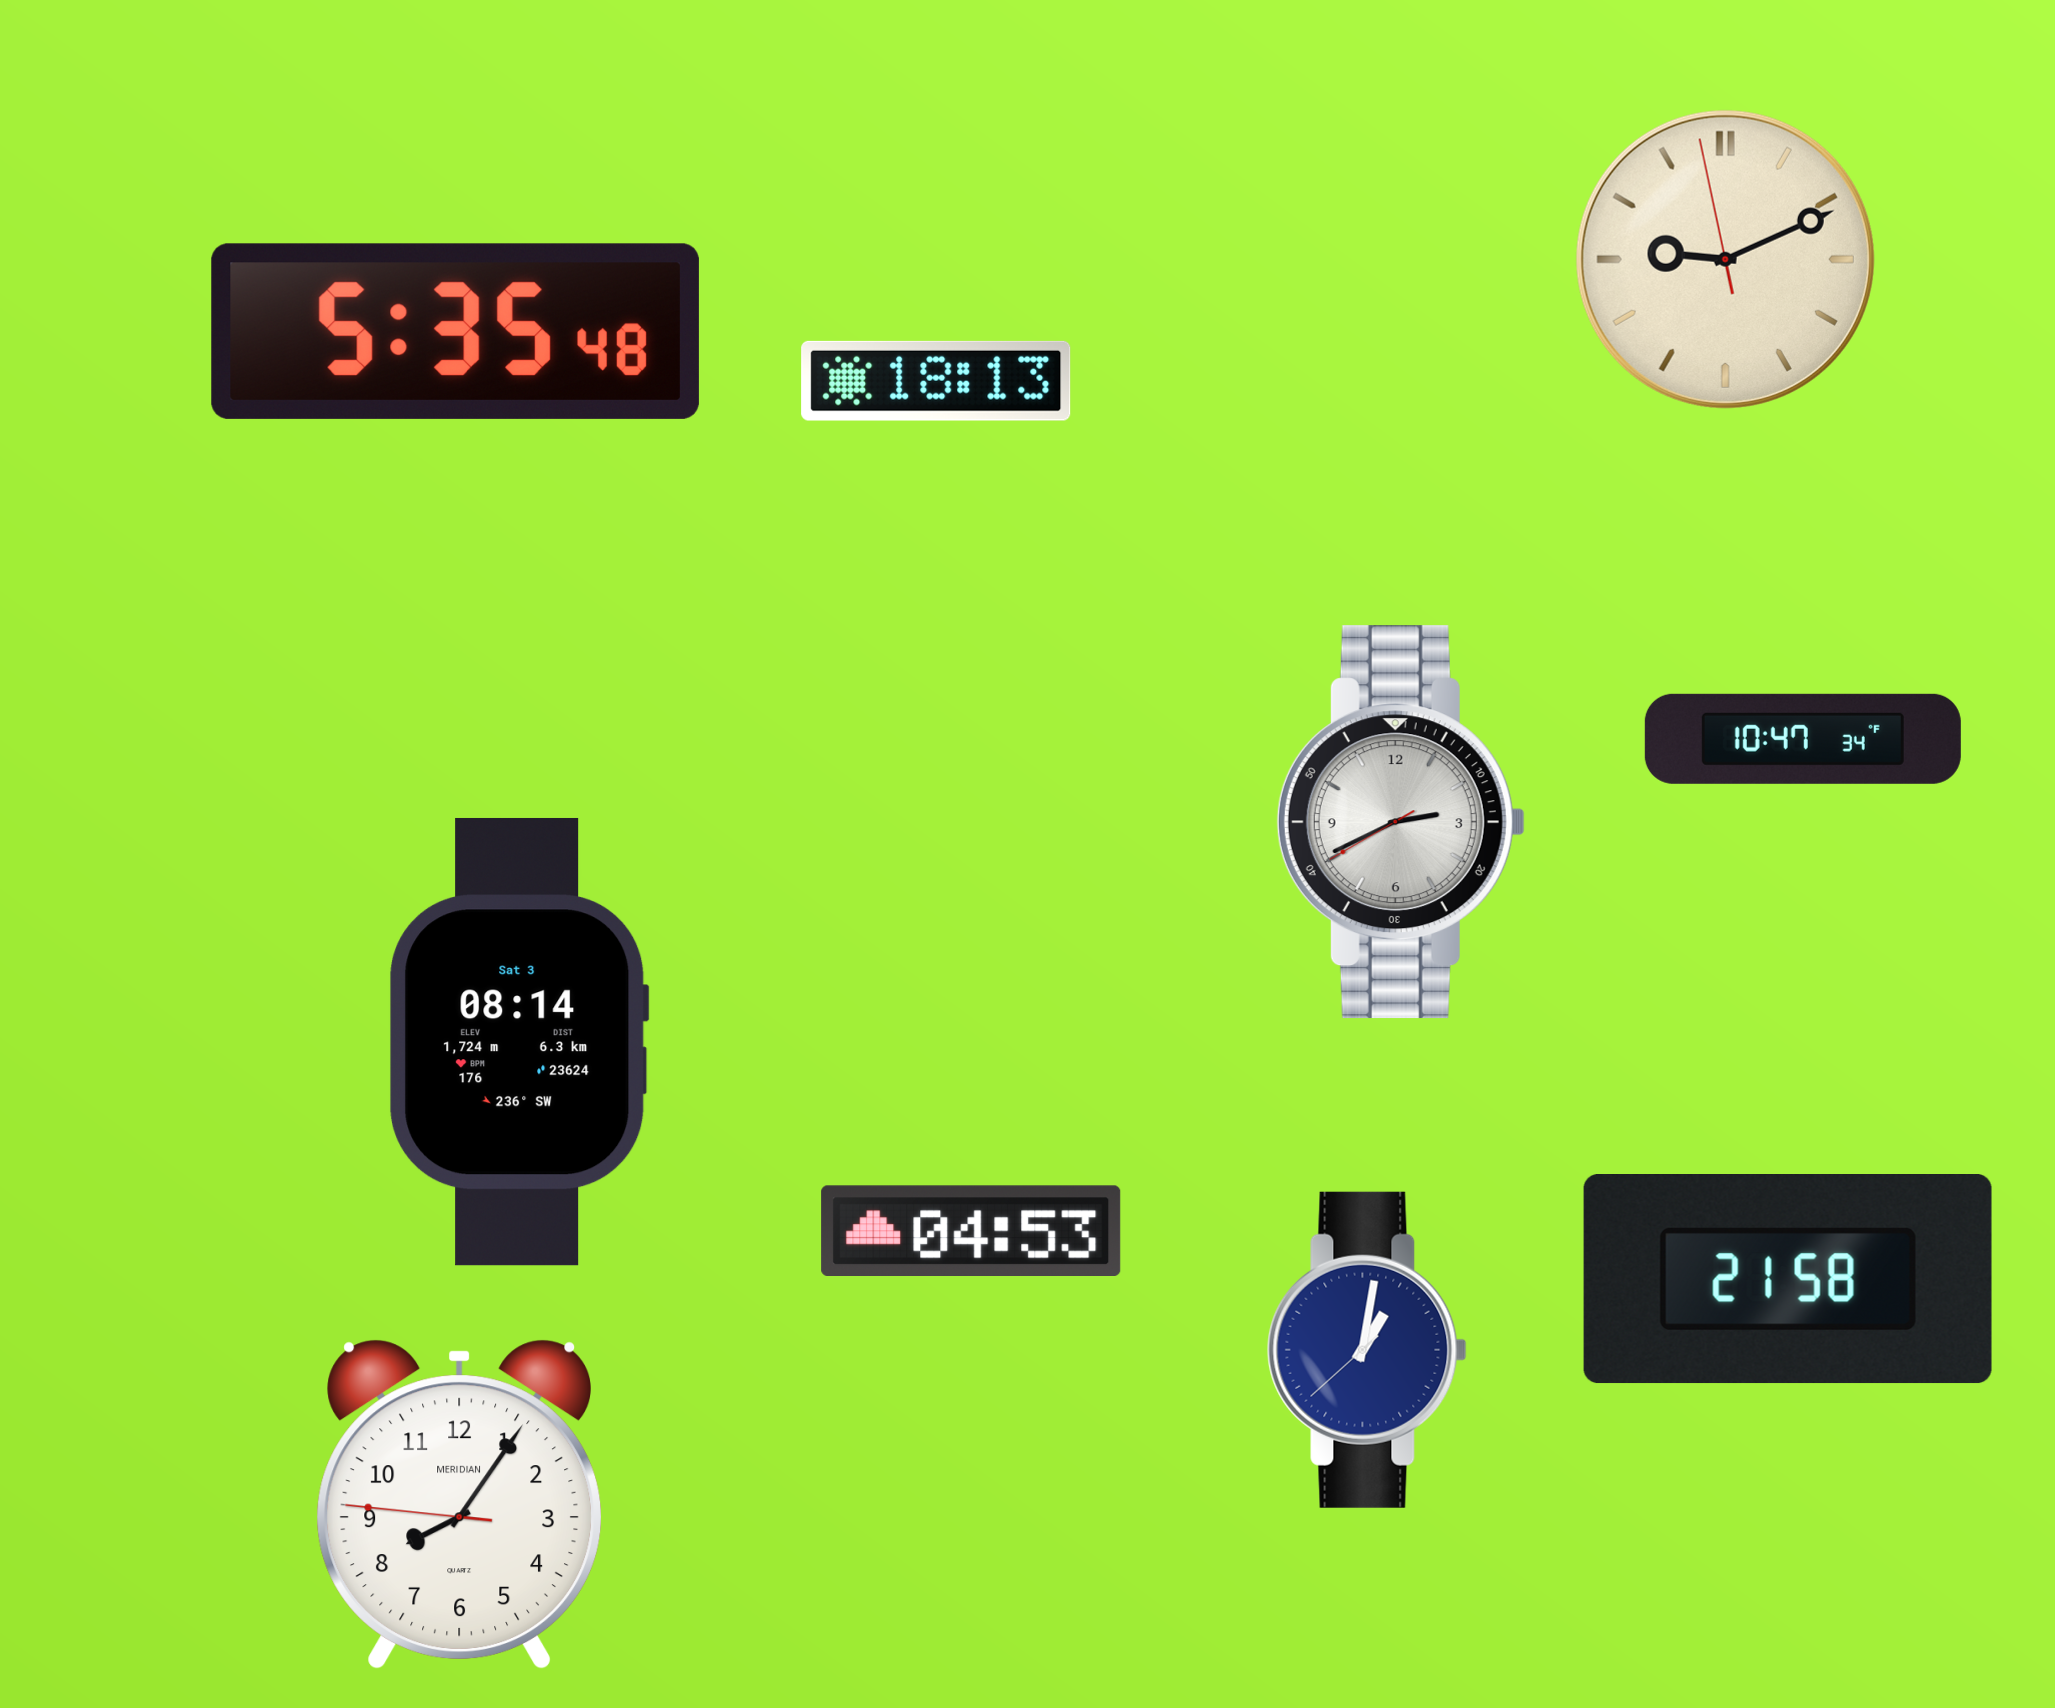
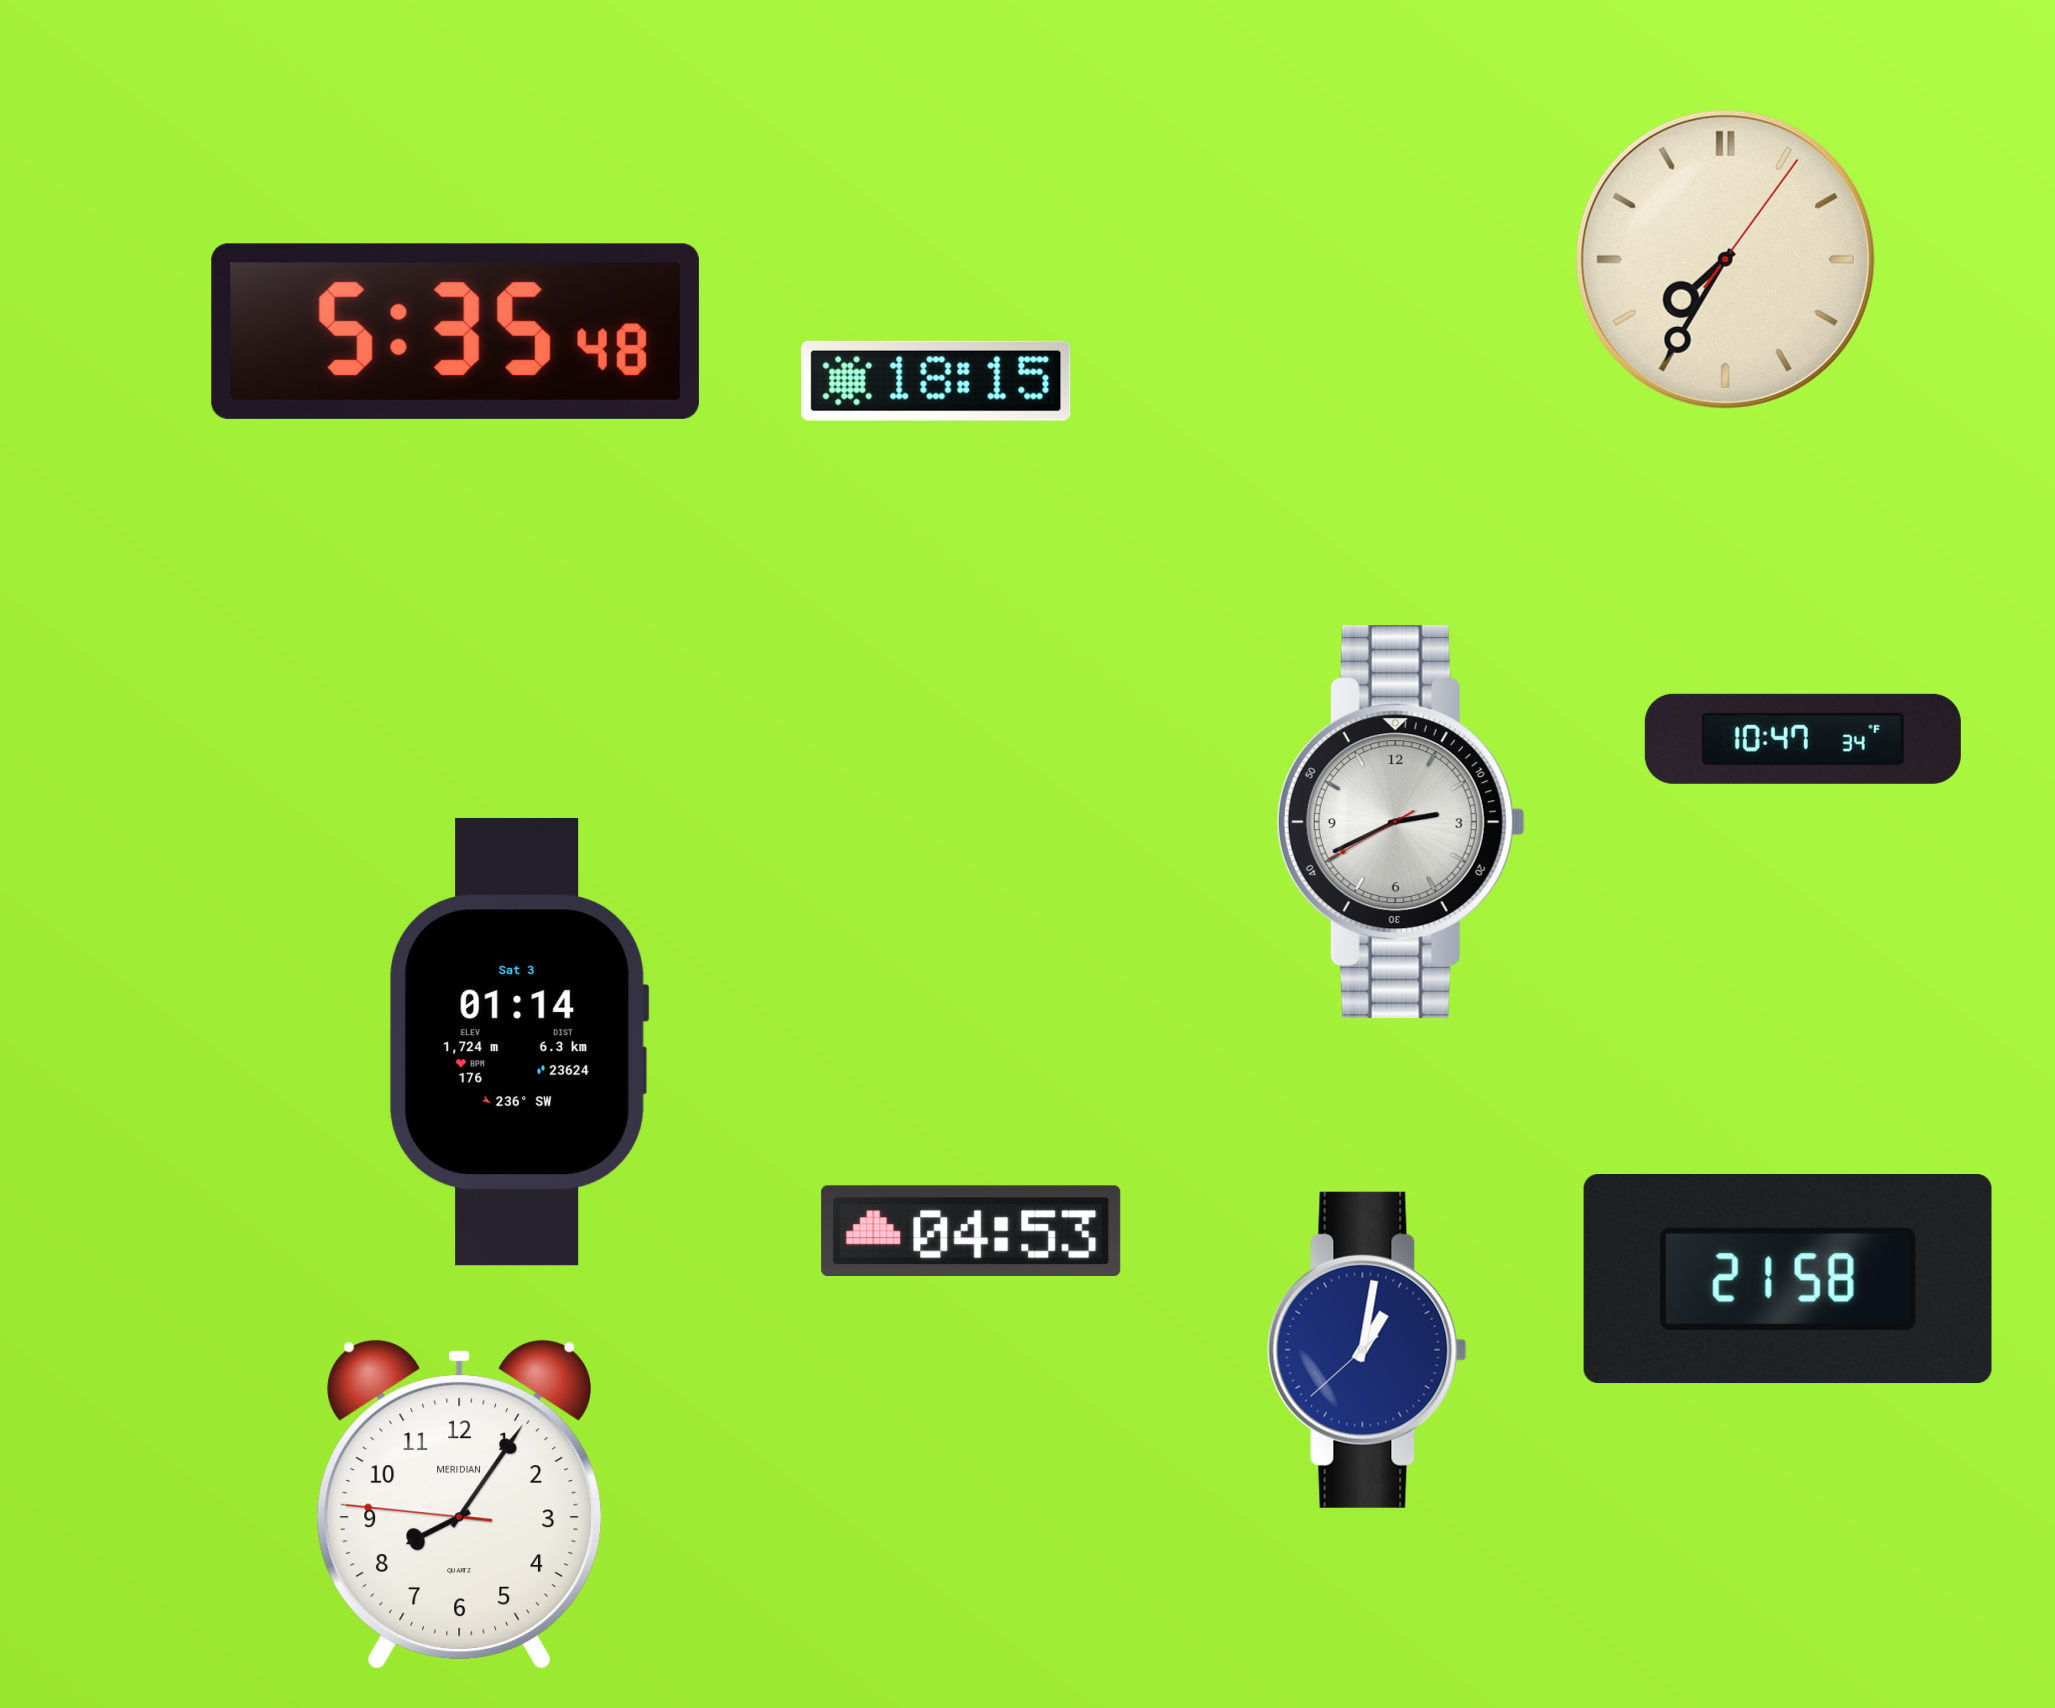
clock at (1725, 259): 9:10 -> 7:35
clock at (936, 381): 18:13 -> 18:15
clock at (519, 1042): 08:14 -> 01:14
